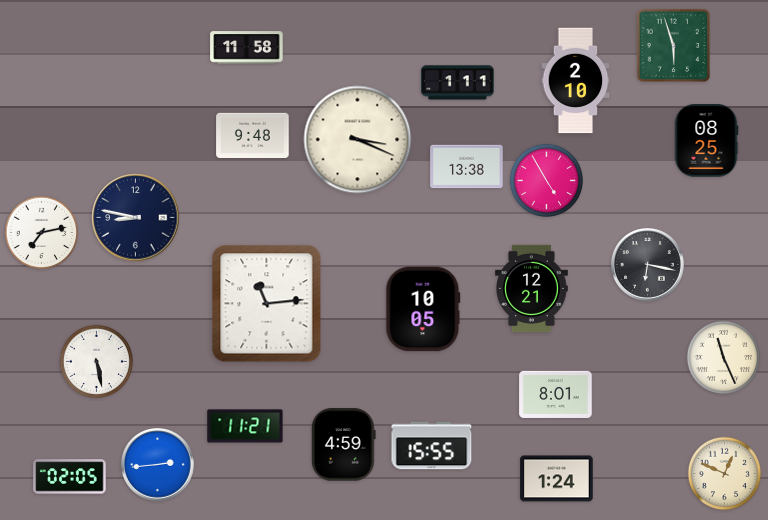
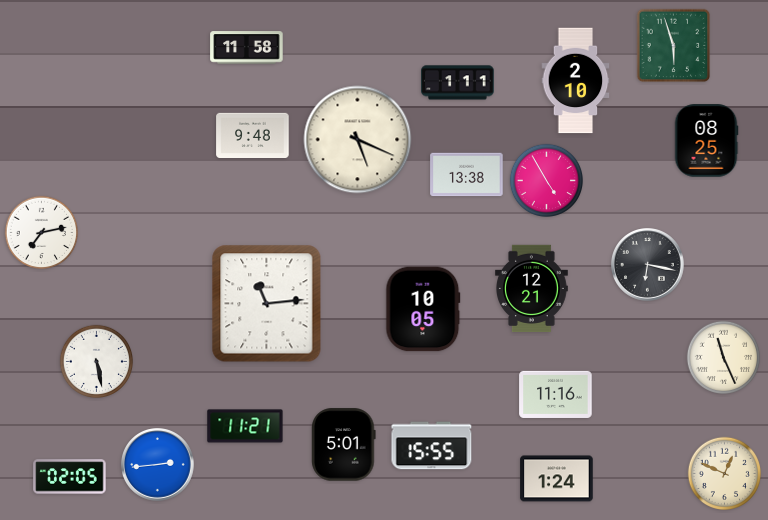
clock at (358, 140): 3:19 -> 5:19
clock at (467, 167) position: (467, 167) -> (467, 175)
clock at (136, 218): 8:47 -> none
clock at (556, 394): 8:01 -> 11:16
clock at (344, 445): 4:59 -> 5:01
